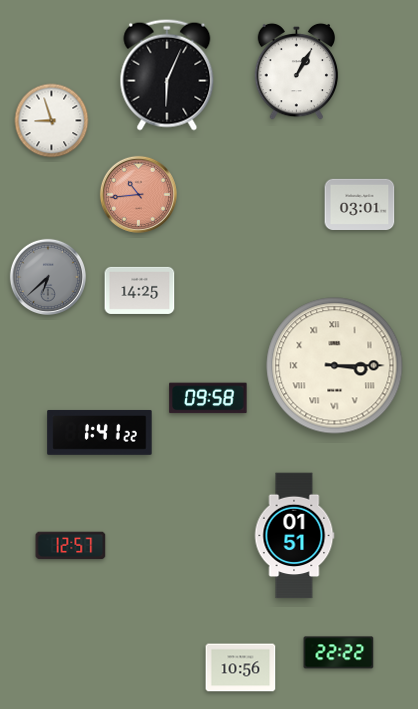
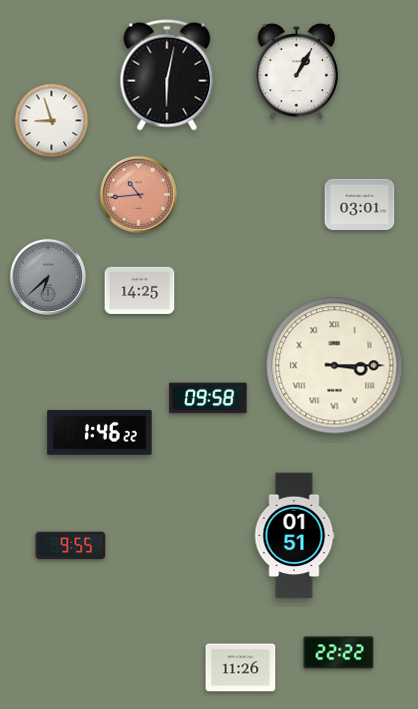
clock at (167, 75): 6:04 -> 6:02
clock at (100, 433): 1:41 -> 1:46
clock at (71, 546): 12:57 -> 9:55
clock at (241, 668): 10:56 -> 11:26
